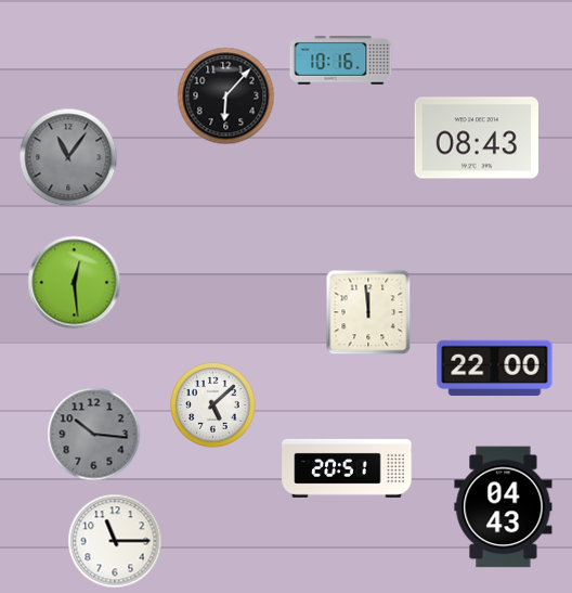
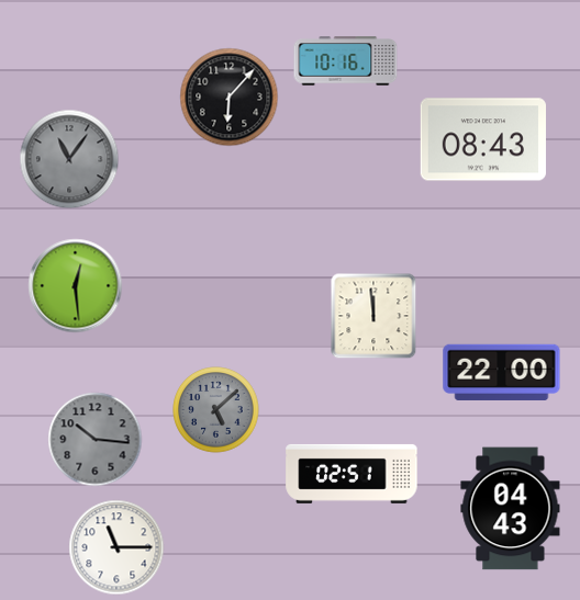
clock at (213, 405) dial: white -> grey
clock at (347, 468): 20:51 -> 02:51
clock at (504, 507) position: (504, 507) -> (511, 509)
